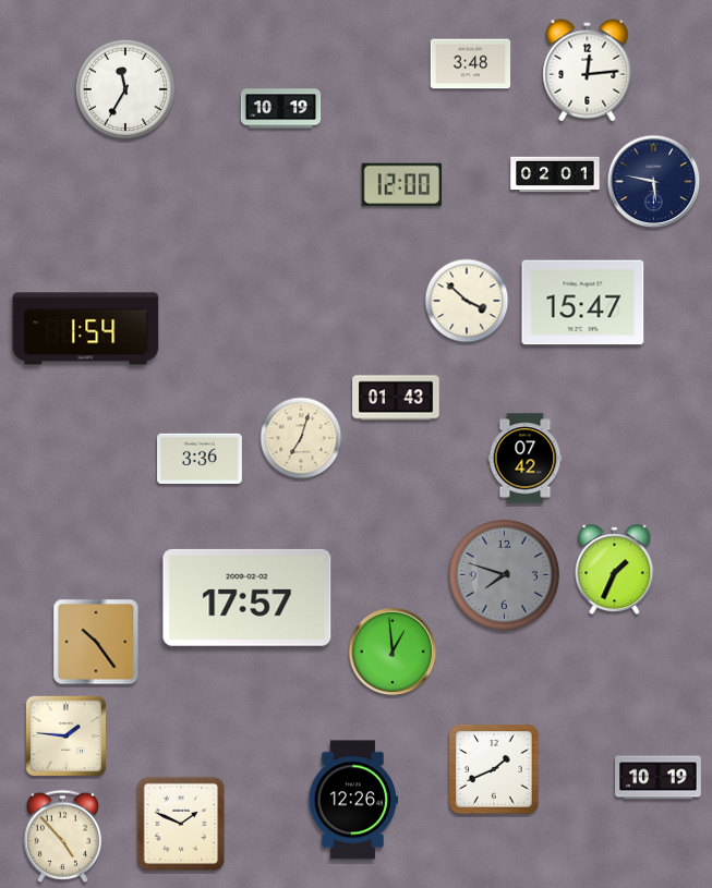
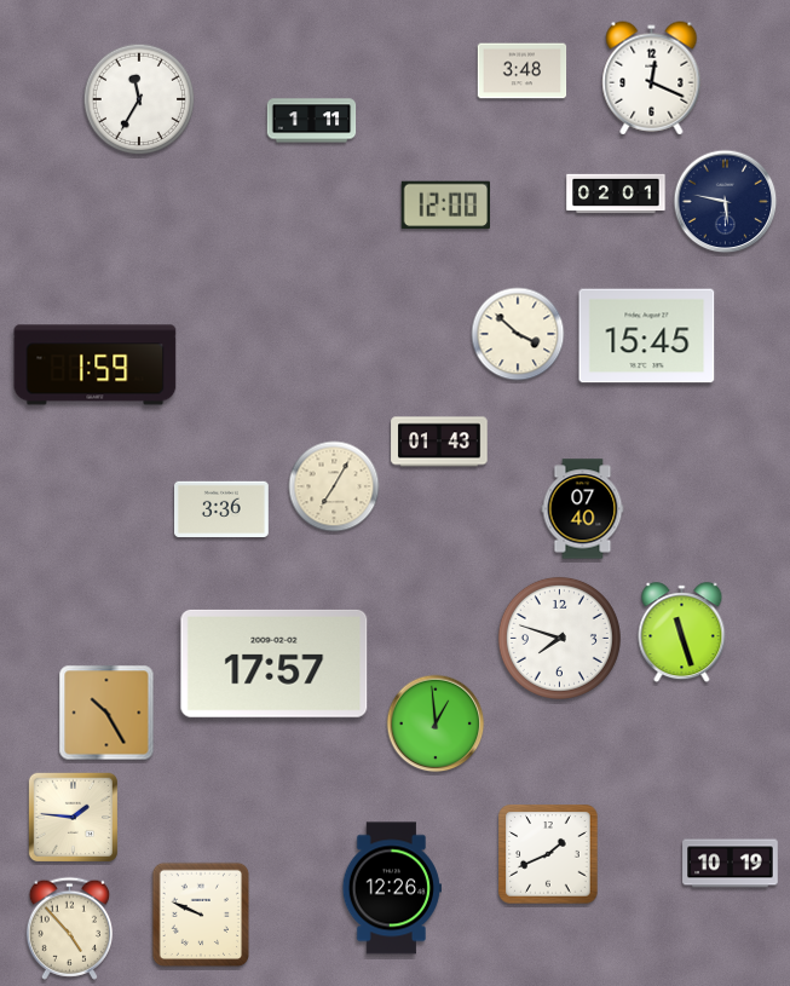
clock at (588, 71): 12:14 -> 12:19
clock at (281, 109): 10:19 -> 1:11
clock at (583, 303): 15:47 -> 15:45
clock at (86, 329): 1:54 -> 1:59
clock at (301, 438): 7:03 -> 7:05
clock at (526, 459): 07:42 -> 07:40
clock at (615, 570): 1:34 -> 11:27
clock at (504, 574) dial: grey -> white
clock at (96, 642): 10:24 -> 10:25
clock at (181, 824): 1:49 -> 9:49
